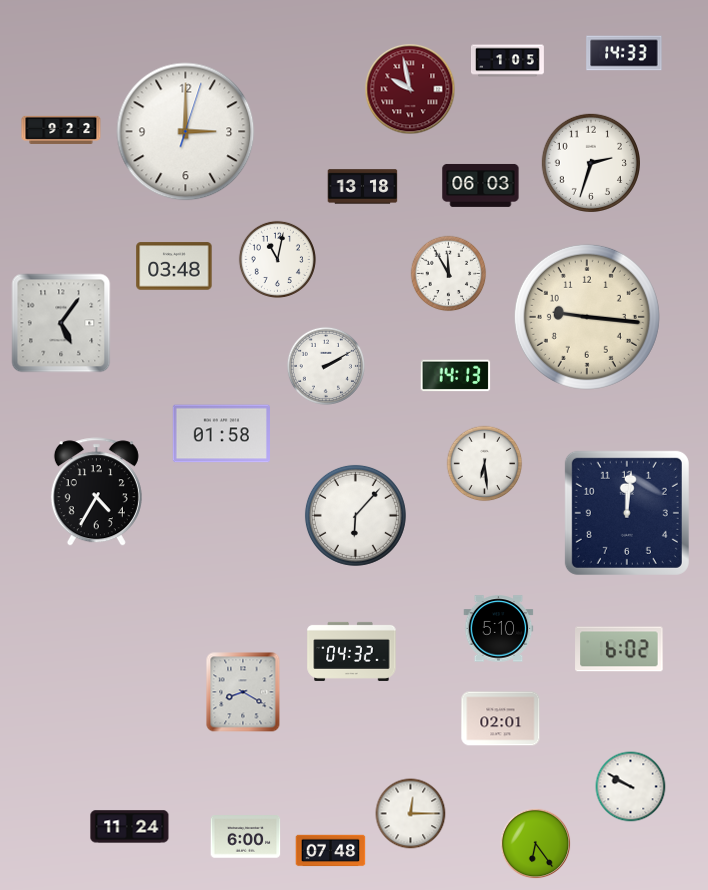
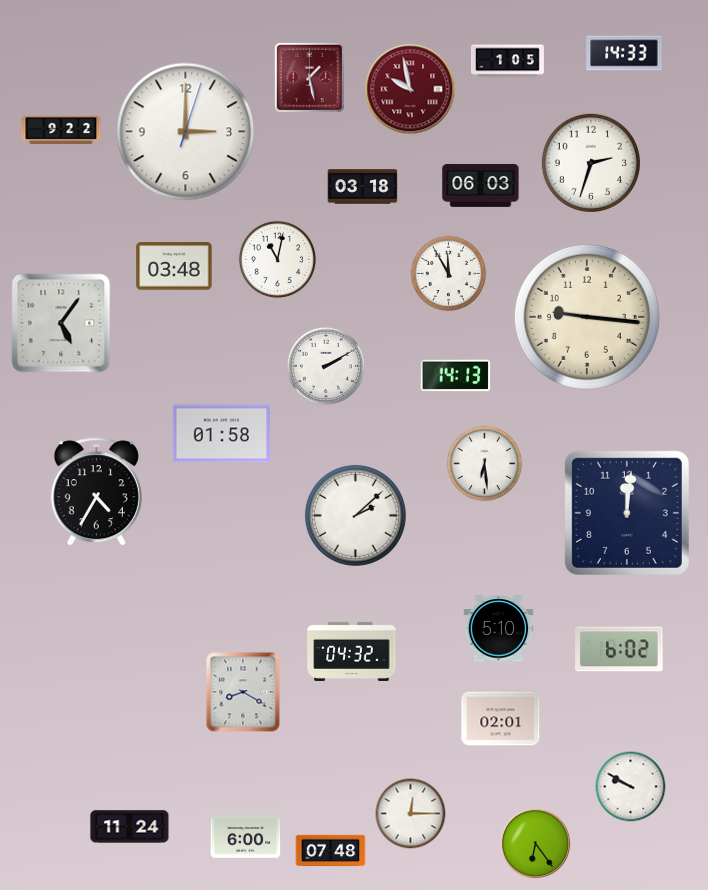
clock at (309, 77): none -> 1:28
clock at (363, 187): 13:18 -> 03:18
clock at (355, 515): 6:07 -> 2:08
